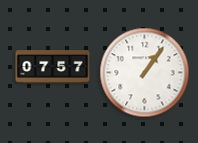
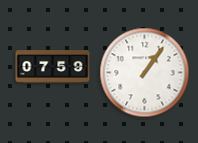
clock at (53, 67): 07:57 -> 07:59
